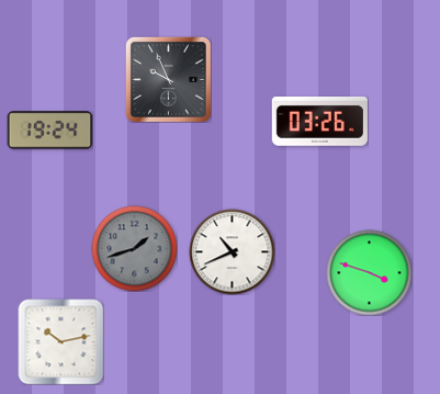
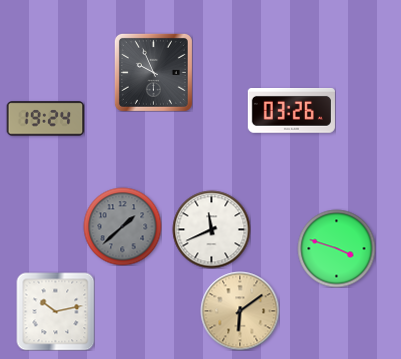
clock at (134, 248): 1:42 -> 1:38
clock at (232, 251): 10:41 -> 11:41
clock at (240, 311): none -> 6:09
